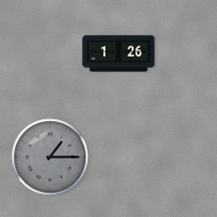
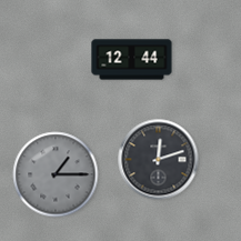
clock at (119, 54): 1:26 -> 12:44
clock at (159, 160): none -> 12:12
